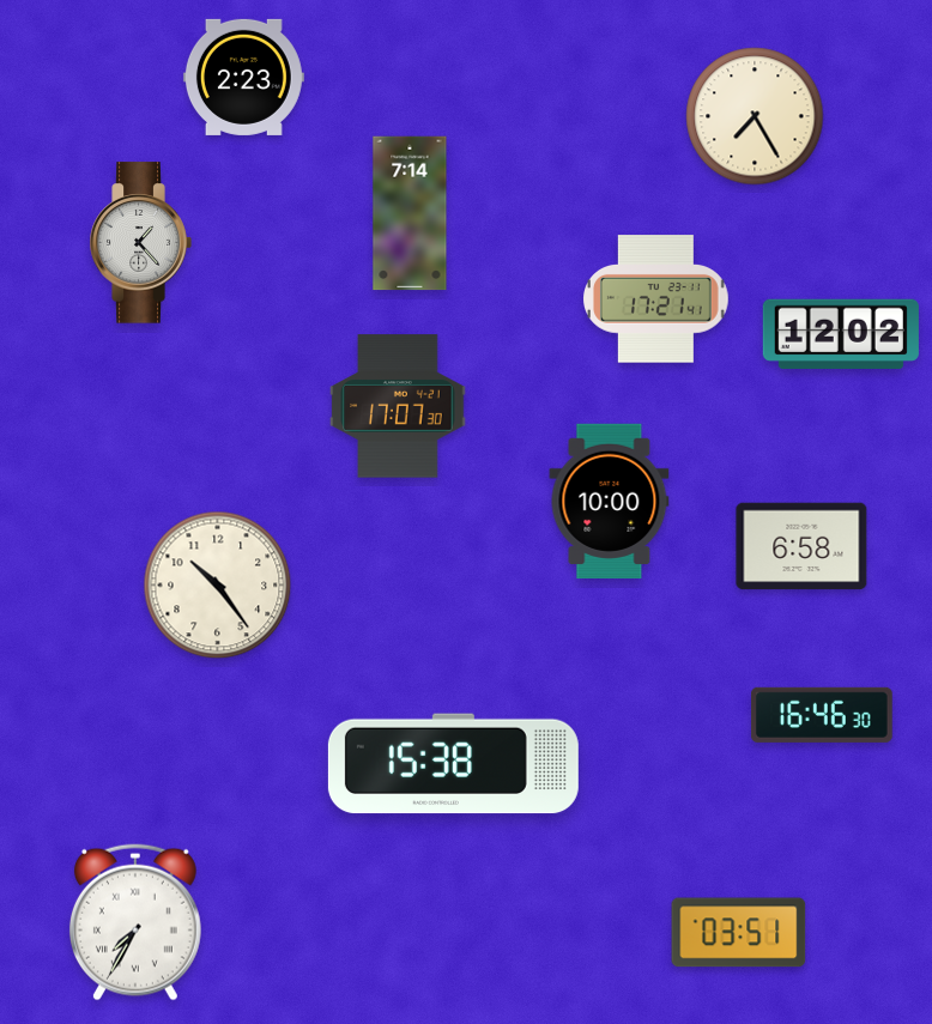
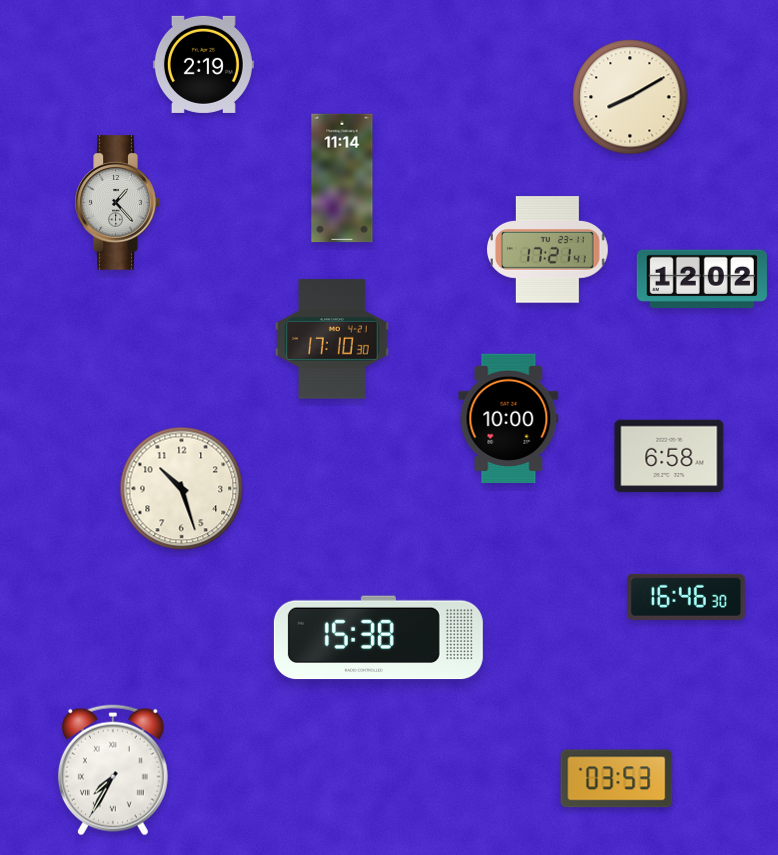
clock at (243, 77): 2:23 -> 2:19
clock at (755, 116): 7:25 -> 8:10
clock at (410, 213): 7:14 -> 11:14
clock at (398, 406): 17:07 -> 17:10
clock at (218, 586): 10:24 -> 10:27
clock at (739, 933): 03:51 -> 03:53
